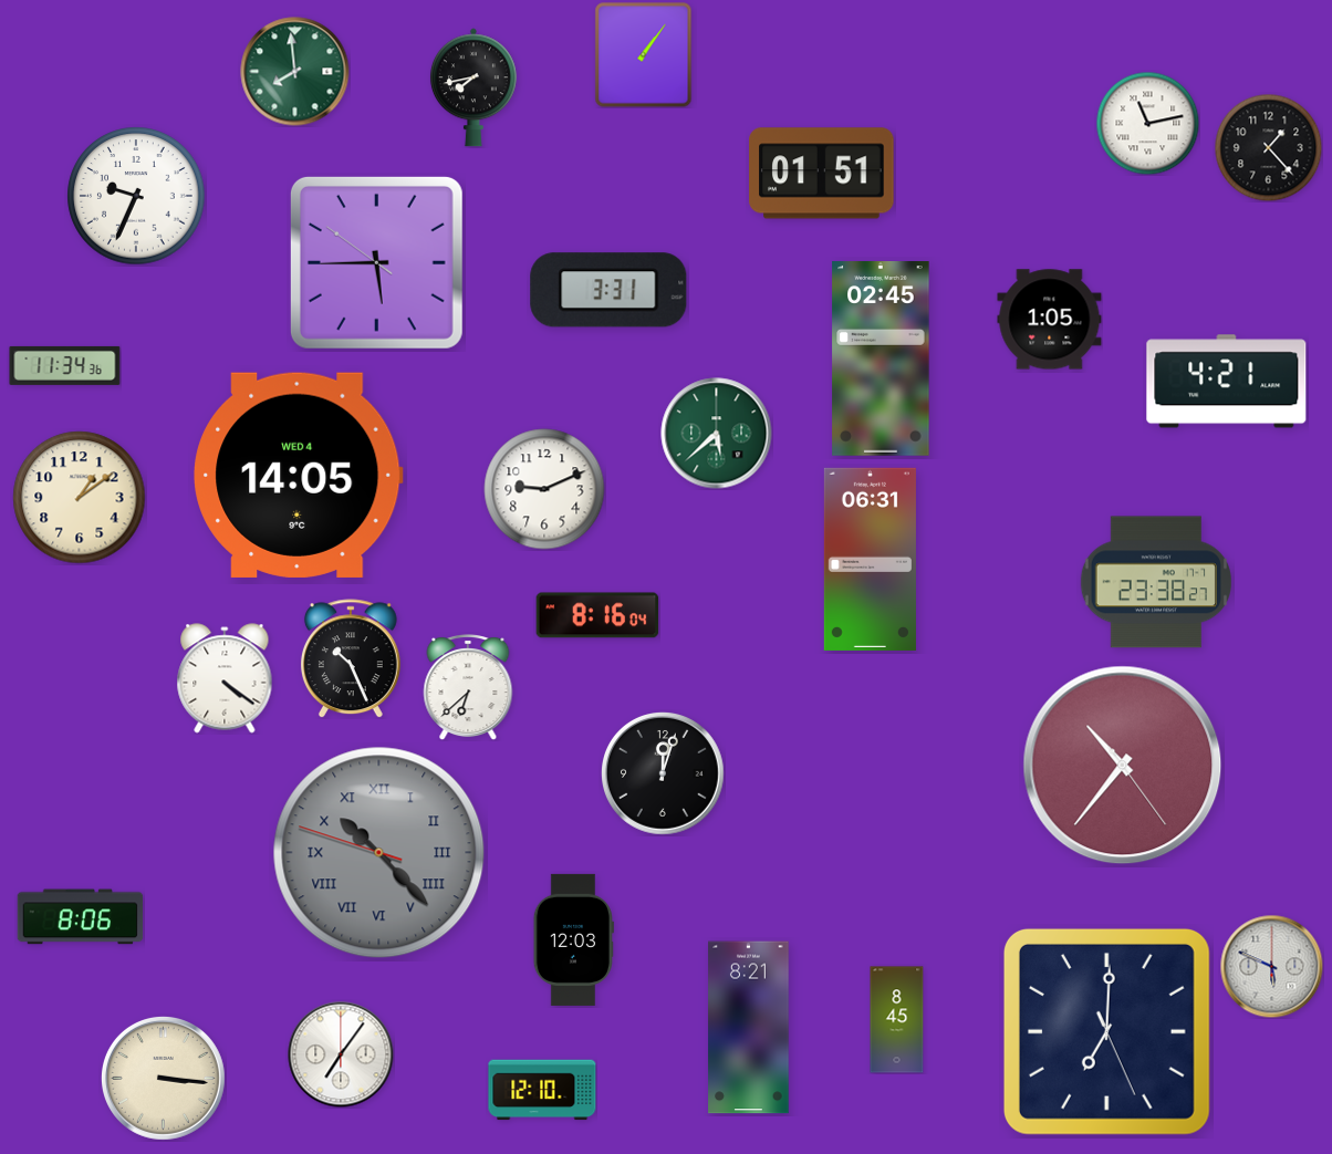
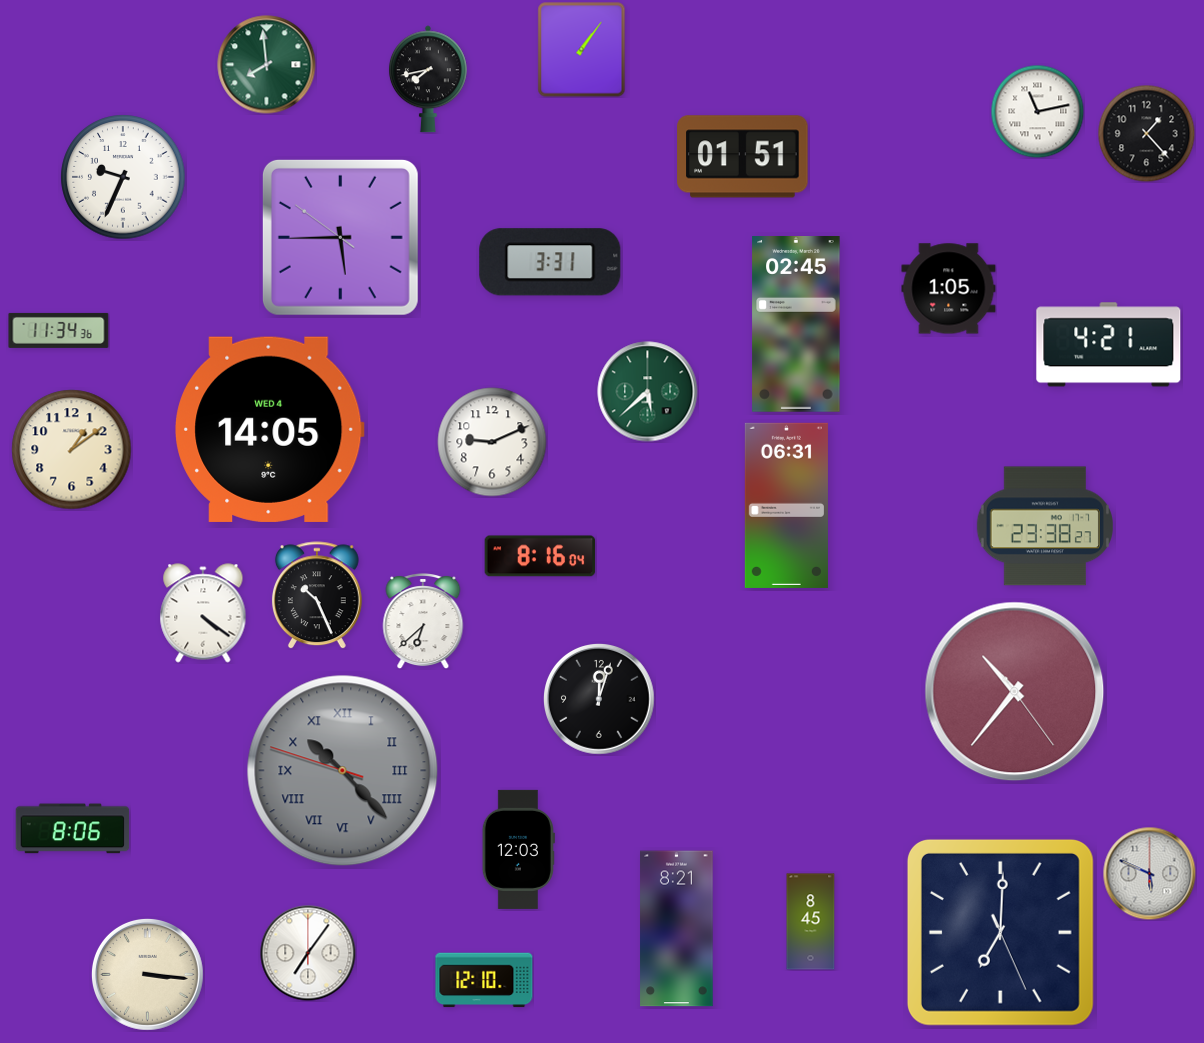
clock at (542, 1090) position: (542, 1090) -> (484, 980)
